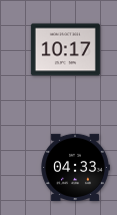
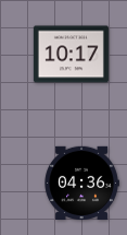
clock at (75, 167): 04:33 -> 04:36
